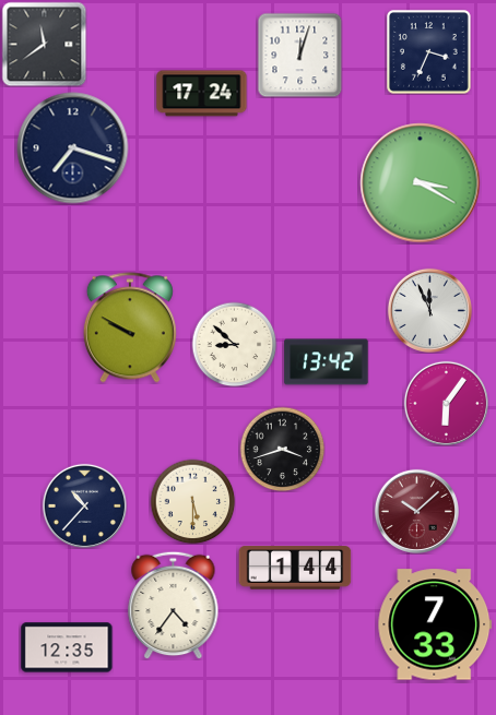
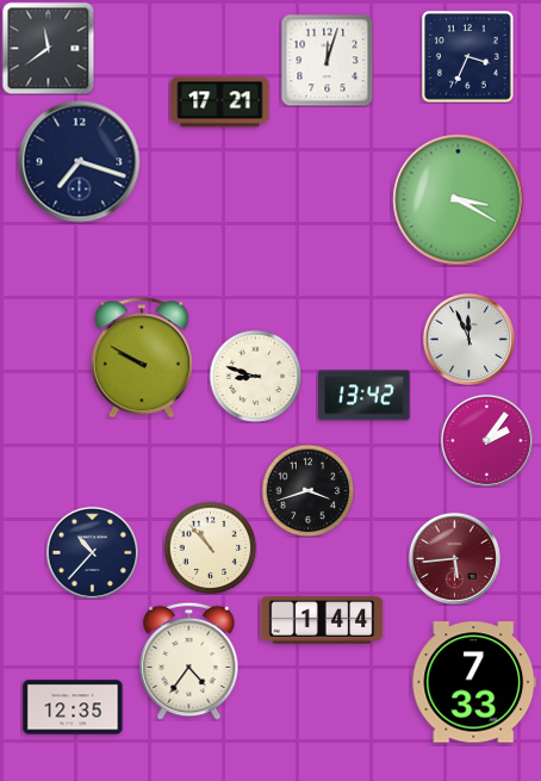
clock at (202, 94): 17:24 -> 17:21
clock at (234, 344): 8:52 -> 8:48
clock at (327, 362) position: (327, 362) -> (365, 396)
clock at (446, 403): 6:06 -> 2:06
clock at (192, 501): 5:30 -> 10:53
clock at (416, 511): 10:08 -> 5:44
